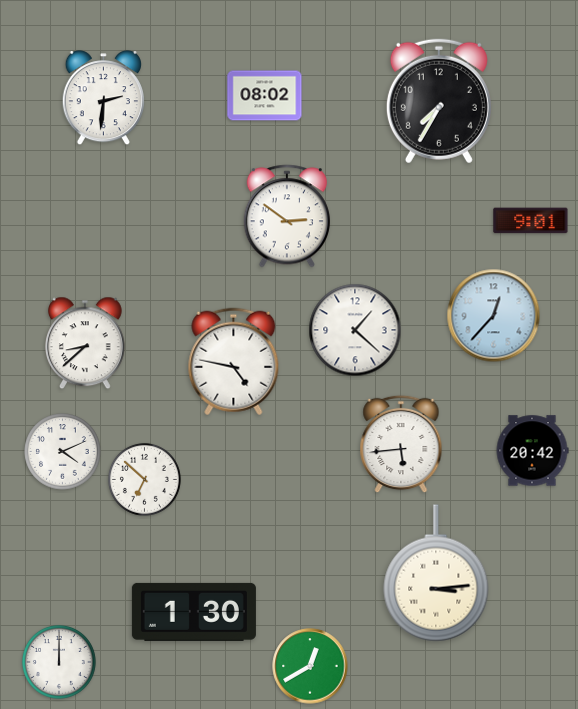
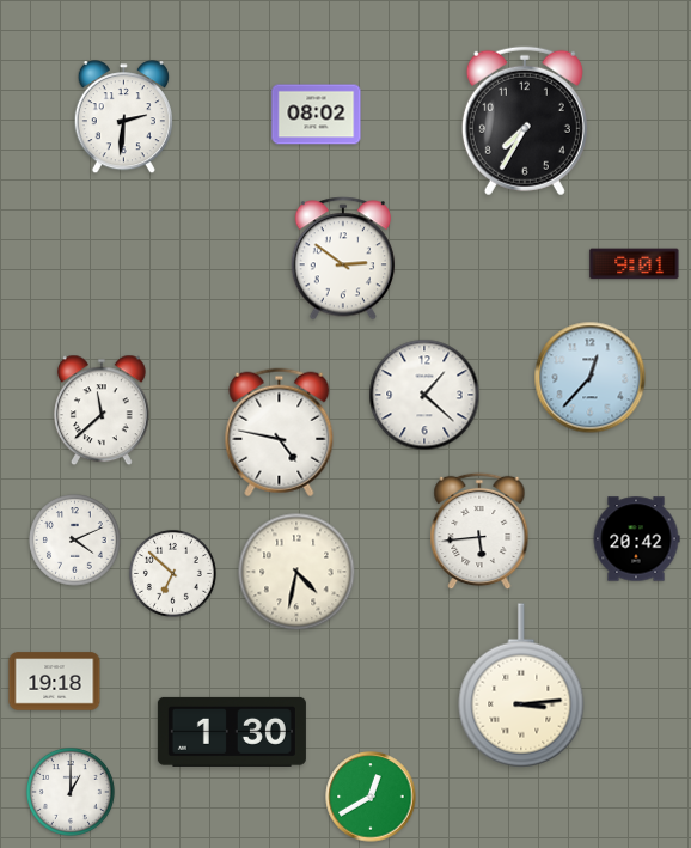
clock at (85, 343): 8:38 -> 11:38
clock at (296, 572): none -> 4:32
clock at (55, 682): none -> 19:18
clock at (59, 662): 12:00 -> 1:00
